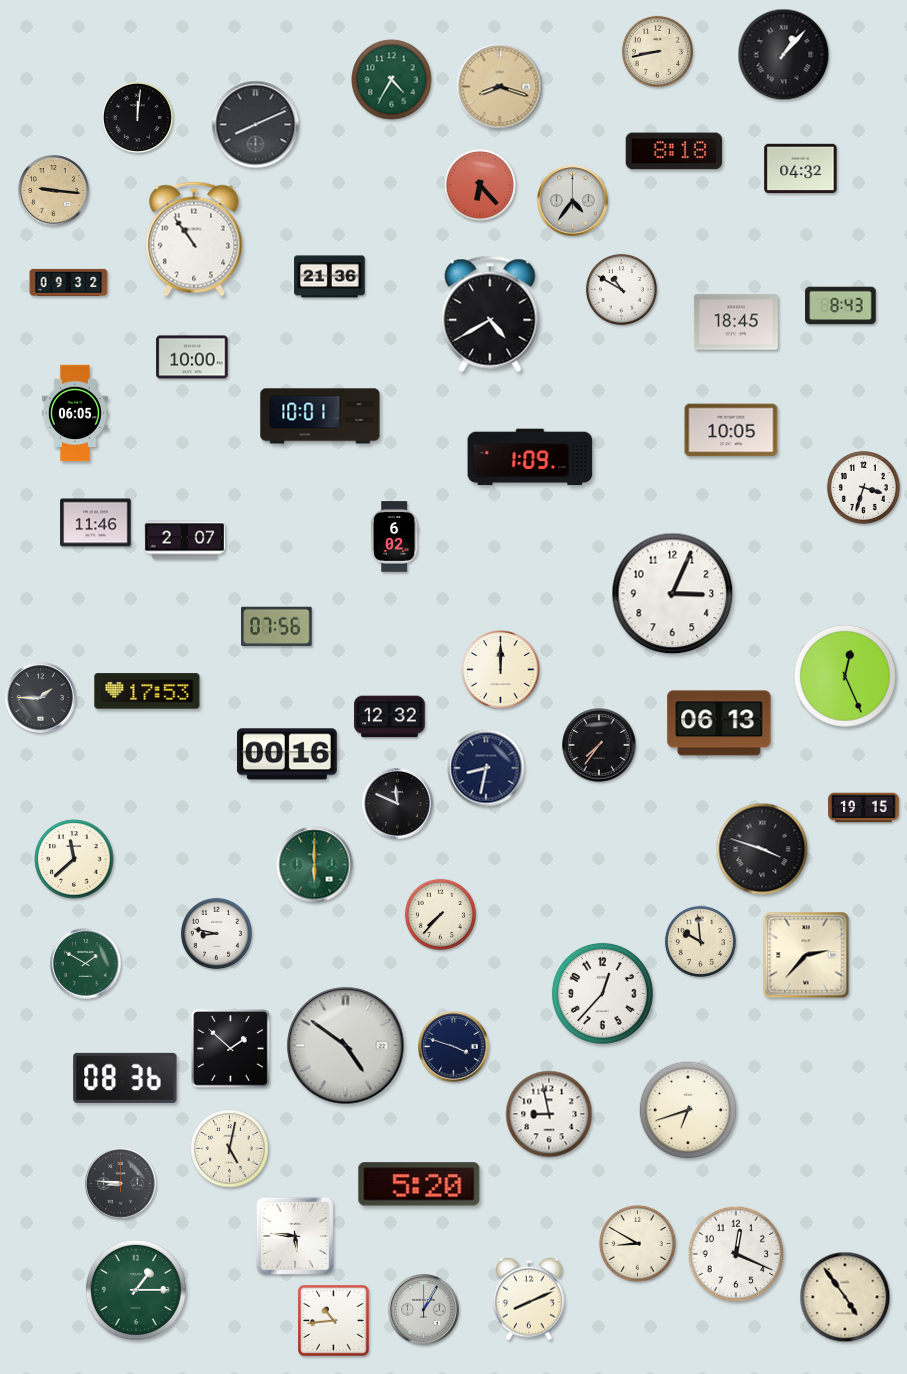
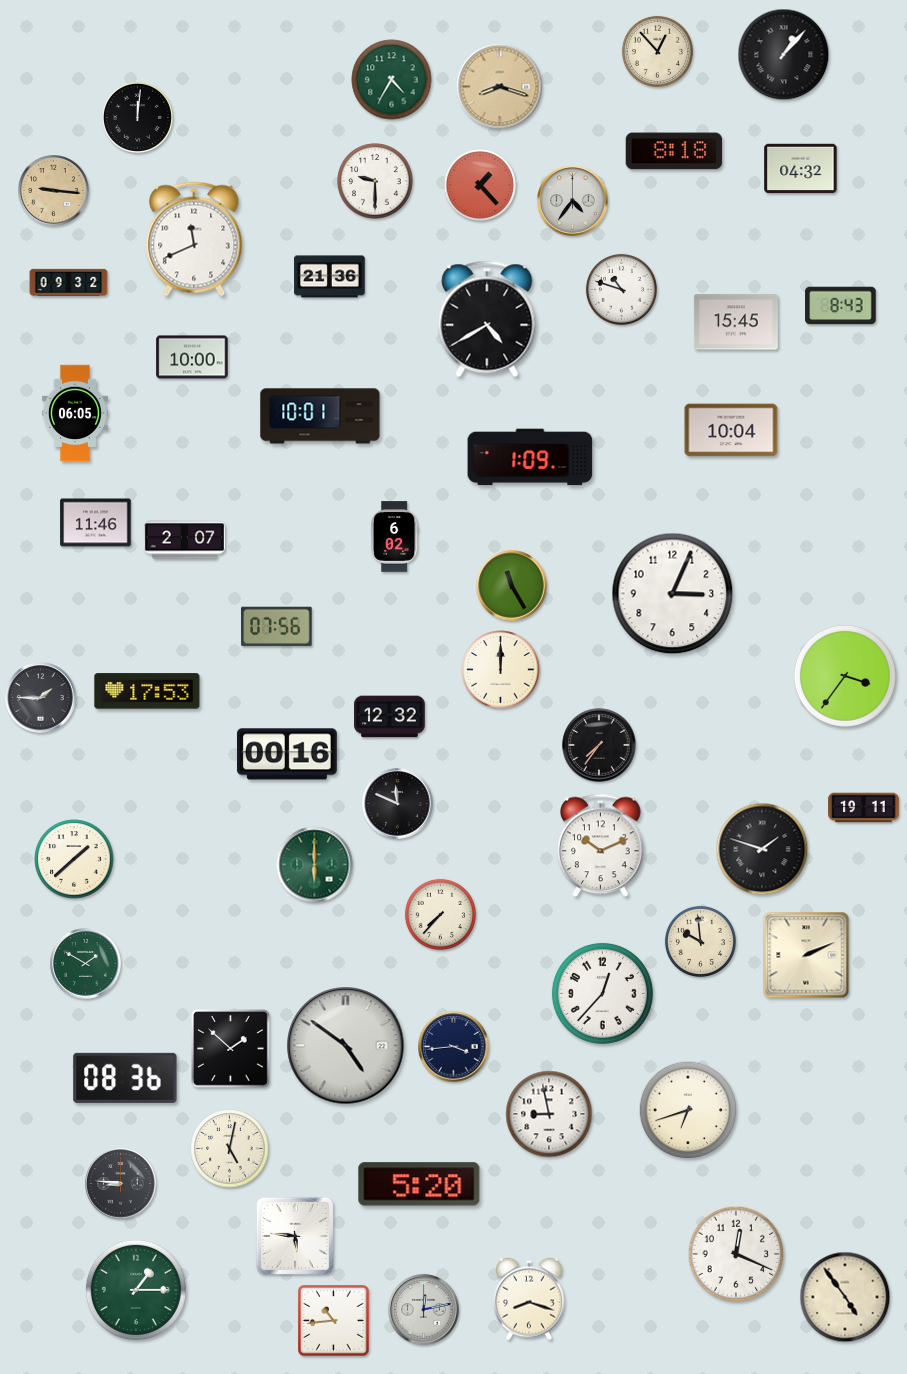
clock at (657, 51): 8:43 -> 12:53
clock at (256, 125): 8:11 -> none
clock at (375, 181): none -> 9:30
clock at (480, 185): 6:23 -> 1:23
clock at (194, 239): 10:54 -> 11:41
clock at (621, 289): 10:50 -> 10:48
clock at (490, 314) position: (490, 314) -> (487, 319)
clock at (736, 322): 18:45 -> 15:45
clock at (731, 430): 10:05 -> 10:04
clock at (863, 487): 3:33 -> none
clock at (512, 586): none -> 11:25
clock at (845, 676): 12:26 -> 3:36
clock at (719, 723): 06:13 -> none
clock at (486, 768): 8:32 -> none
clock at (864, 808): 19:15 -> 19:11
clock at (601, 846): none -> 10:11
clock at (762, 849): 3:48 -> 1:48
clock at (74, 859): 11:38 -> 1:38
clock at (216, 933): 8:47 -> none
clock at (806, 955): 2:37 -> 2:11
clock at (454, 1047): 3:48 -> 3:44
clock at (638, 1244): 8:50 -> none
clock at (529, 1299): 8:11 -> 8:18
clock at (424, 1310): 1:05 -> 12:13
